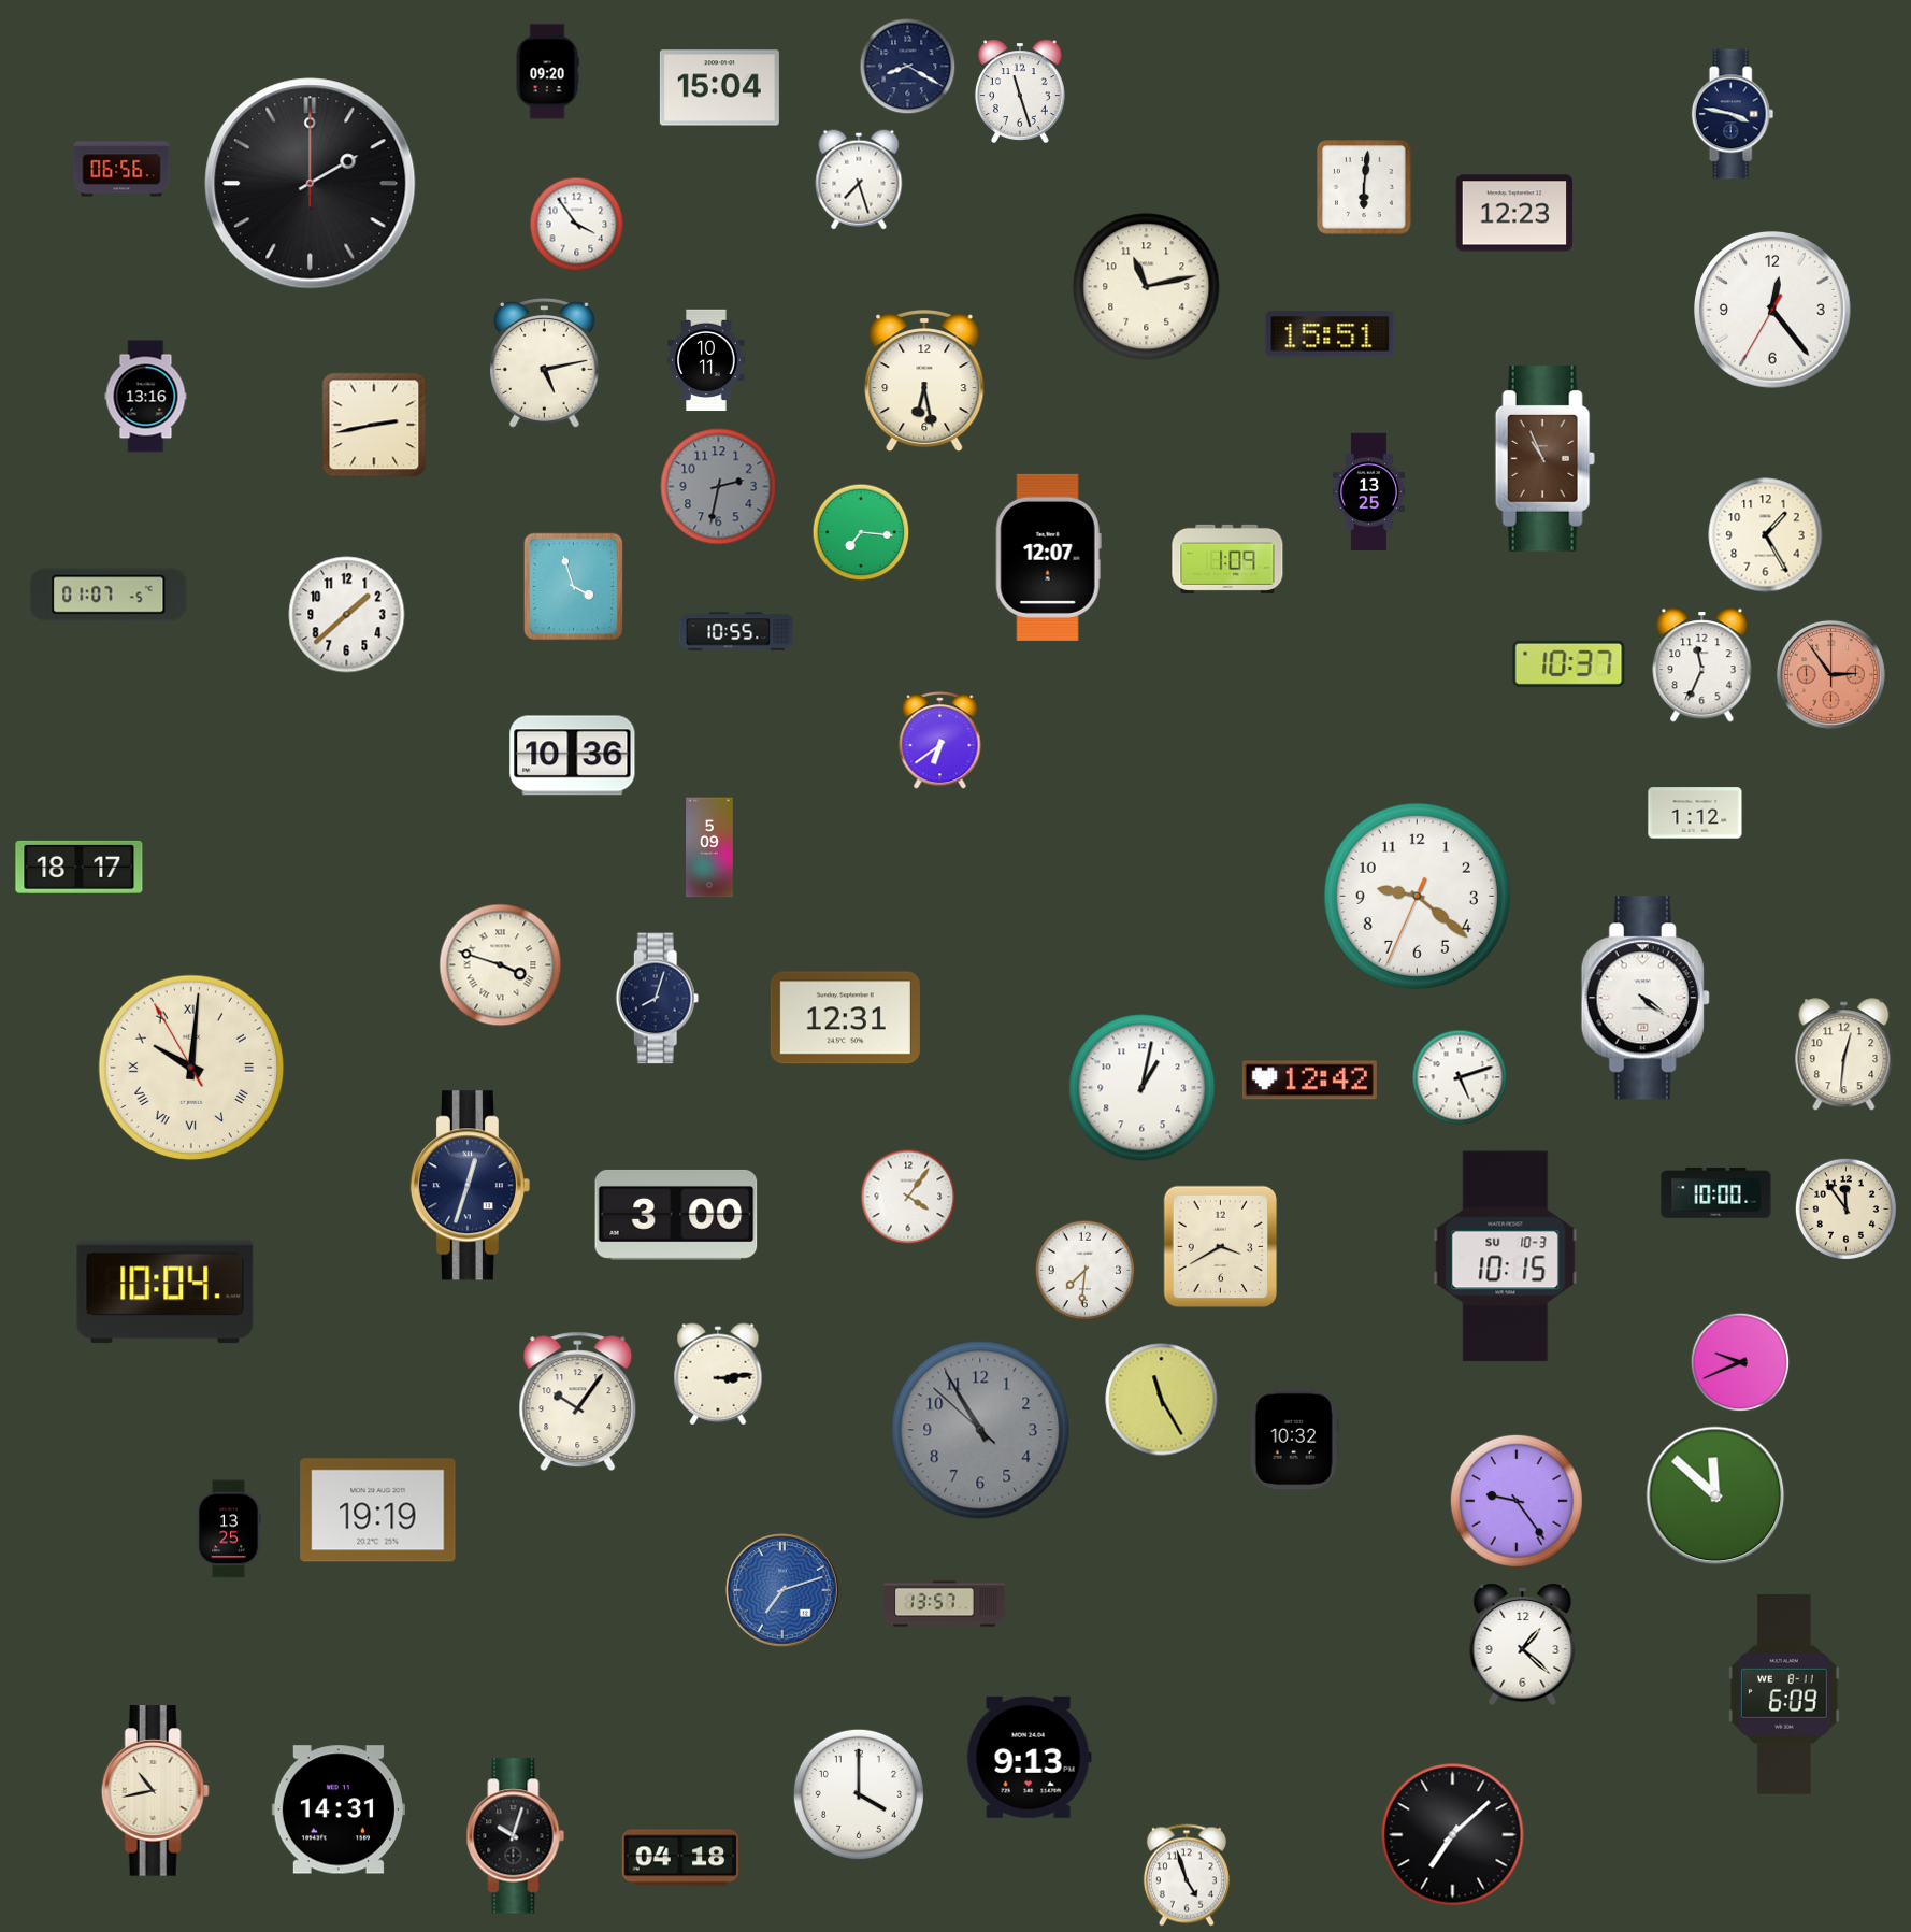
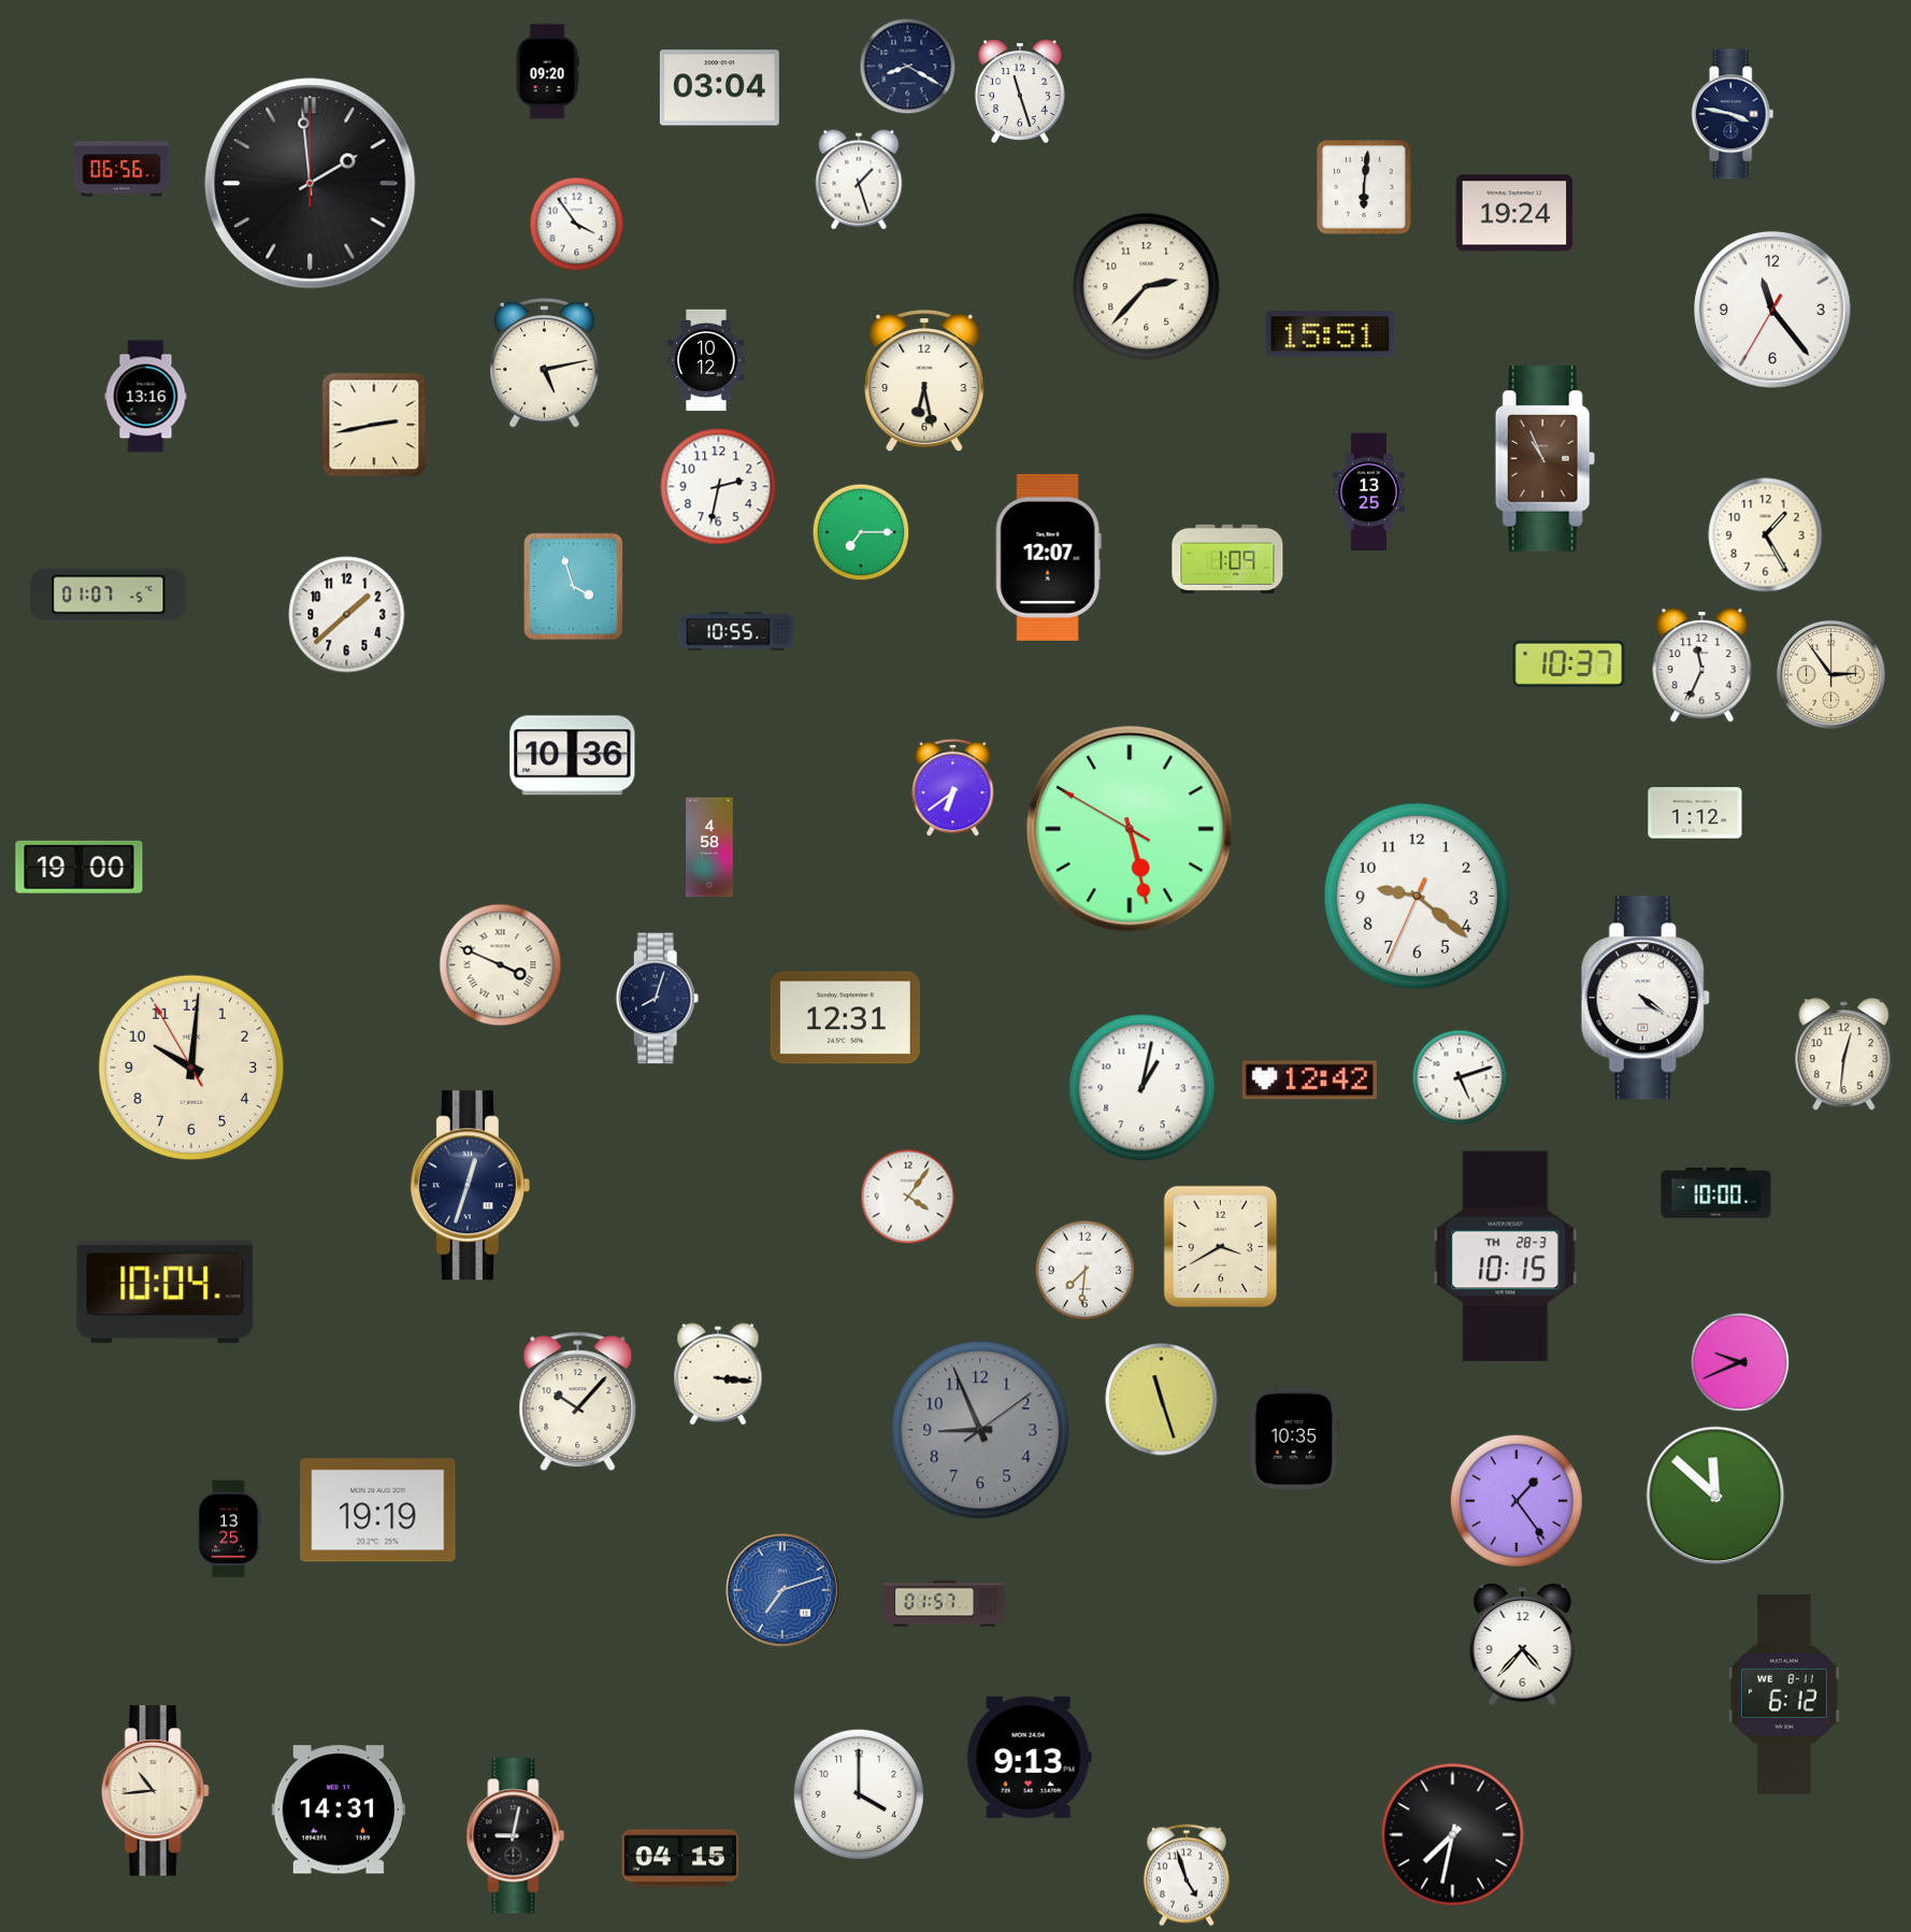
clock at (719, 88): 15:04 -> 03:04
clock at (859, 180): 7:27 -> 1:27
clock at (311, 184): 2:00 -> 1:59
clock at (1514, 213): 12:23 -> 19:24
clock at (1147, 287): 11:13 -> 2:37
clock at (1773, 311): 12:23 -> 11:23
clock at (706, 360): 10:11 -> 10:12
clock at (719, 487) dial: grey -> white
clock at (861, 532): 7:16 -> 7:15
clock at (1830, 674) dial: salmon -> cream
clock at (940, 741) position: (940, 741) -> (953, 788)
clock at (1130, 829): none -> 5:27
clock at (709, 847): 5:09 -> 4:58
clock at (80, 867): 18:17 -> 19:00
clock at (501, 965): 3:48 -> 3:49
clock at (191, 1068) numerals: Roman -> Arabic
clock at (1845, 1208): 11:54 -> none
clock at (676, 1215): 3:00 -> none
clock at (1506, 1257) date: SU 10-3 -> TH 28-3
clock at (718, 1374): 3:14 -> 3:16
clock at (1162, 1400): 11:25 -> 11:27
clock at (578, 1402): 10:06 -> 10:07
clock at (980, 1430): 10:54 -> 8:56
clock at (1294, 1440): 10:32 -> 10:35
clock at (1517, 1501): 9:24 -> 1:24
clock at (945, 1604): 13:57 -> 01:57
clock at (1523, 1644): 1:22 -> 4:37
clock at (1784, 1694): 6:09 -> 6:12
clock at (155, 1791): 10:43 -> 10:44
clock at (1453, 1835): 7:08 -> 7:32
clock at (516, 1836): 10:03 -> 9:02
clock at (680, 1858): 04:18 -> 04:15
